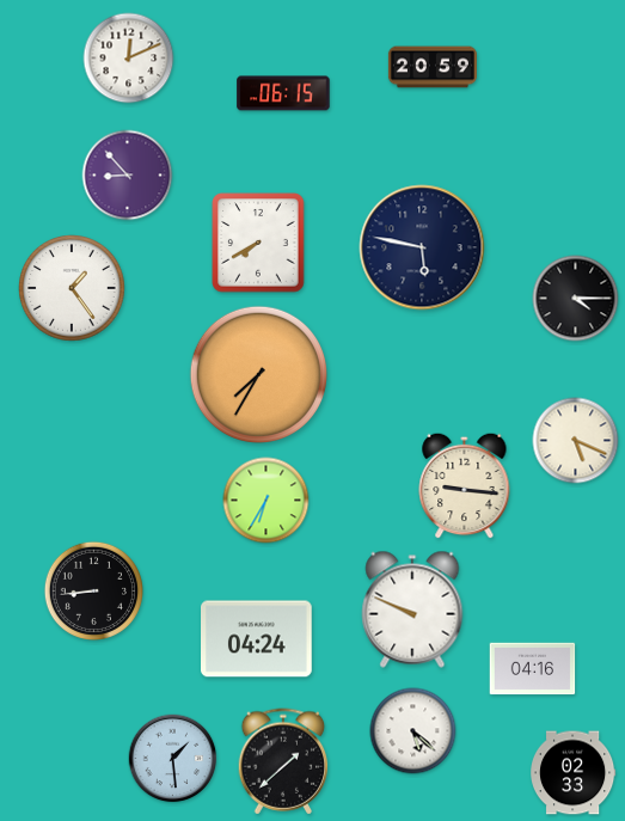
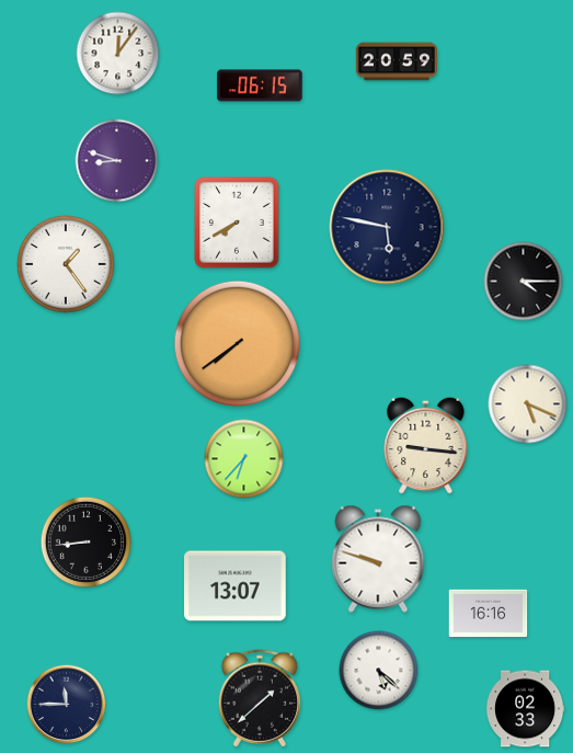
clock at (129, 59): 12:11 -> 12:06
clock at (128, 176): 8:53 -> 8:48
clock at (576, 299) position: (576, 299) -> (524, 282)
clock at (258, 374): 7:35 -> 7:39
clock at (266, 501): 6:35 -> 6:37
clock at (412, 609): 9:49 -> 9:48
clock at (257, 639): 04:24 -> 13:07
clock at (533, 669): 04:16 -> 16:16
clock at (173, 759): 1:29 -> none
clock at (67, 705): none -> 11:45
